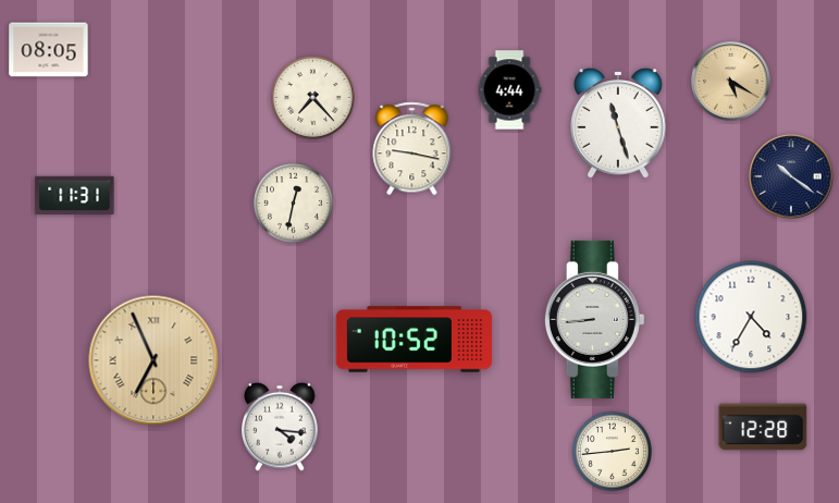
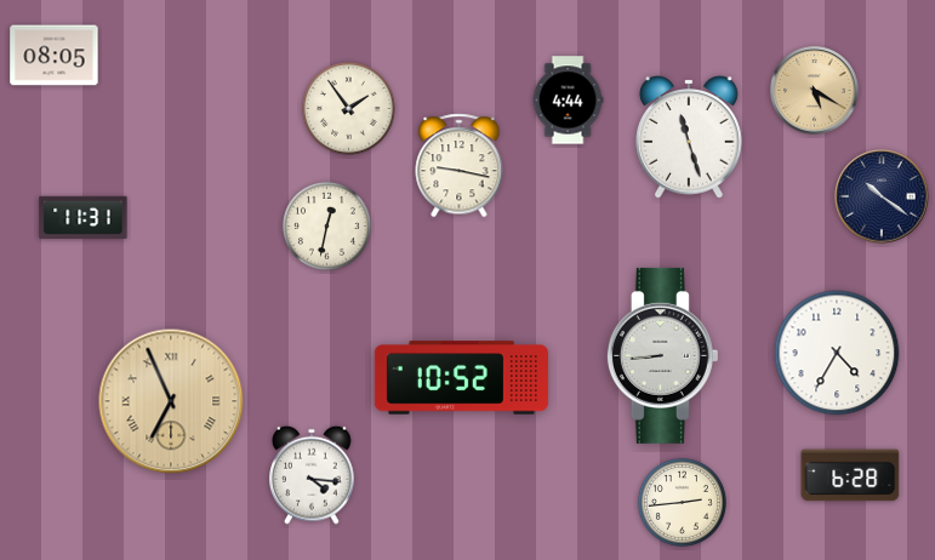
clock at (313, 98): 7:23 -> 1:54
clock at (763, 427): 12:28 -> 6:28
